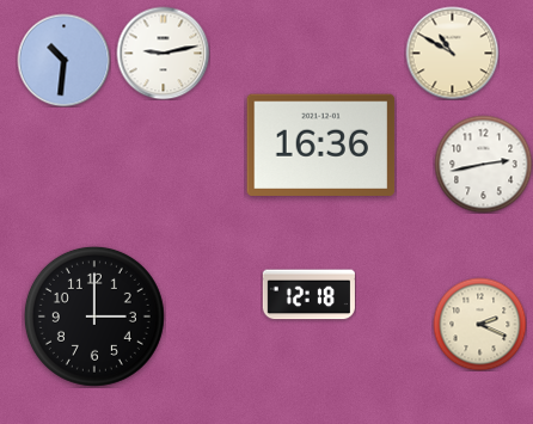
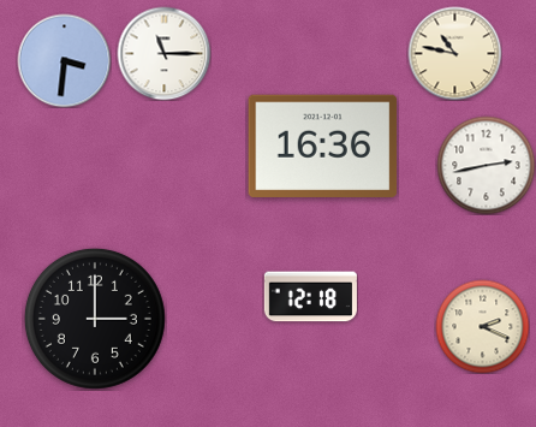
clock at (163, 53): 9:13 -> 11:15
clock at (452, 53): 10:50 -> 10:47
clock at (63, 60): 10:31 -> 3:31
